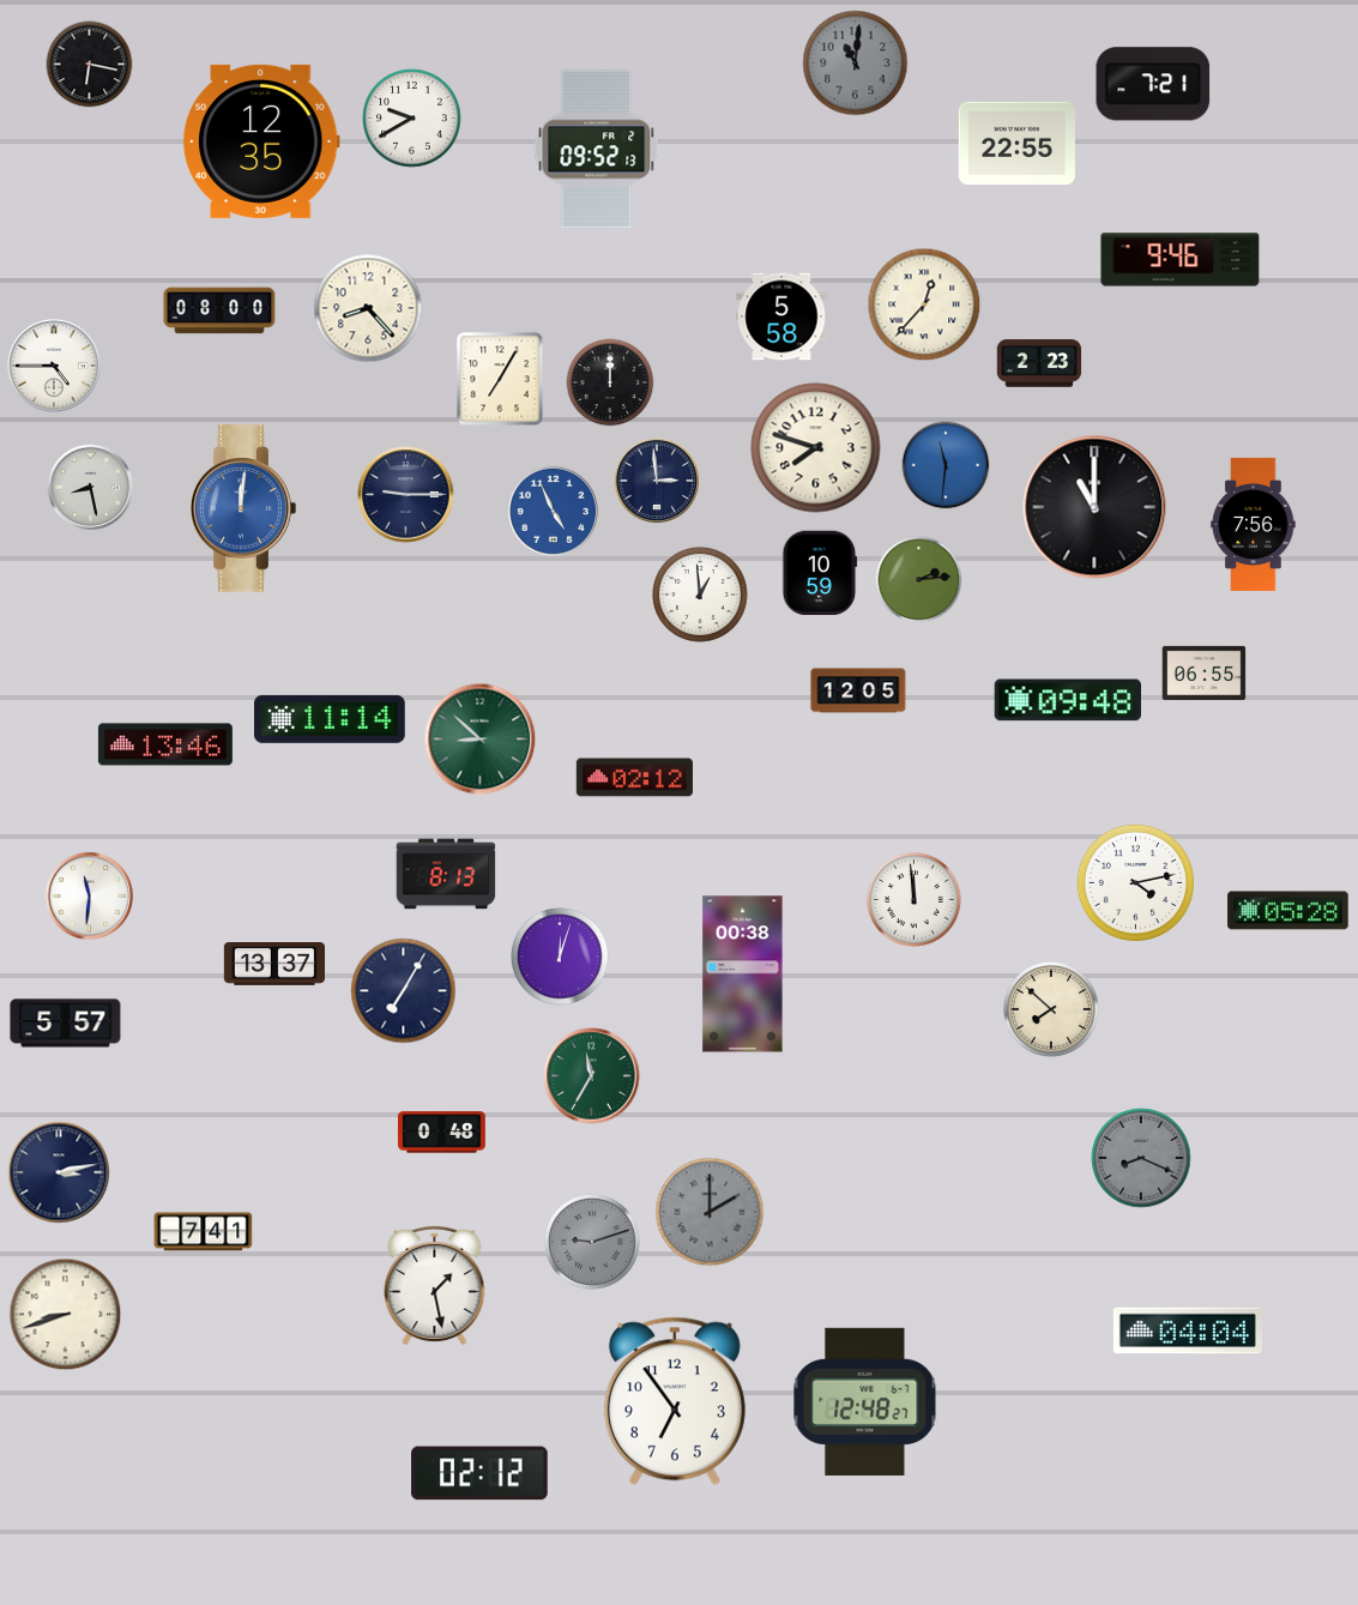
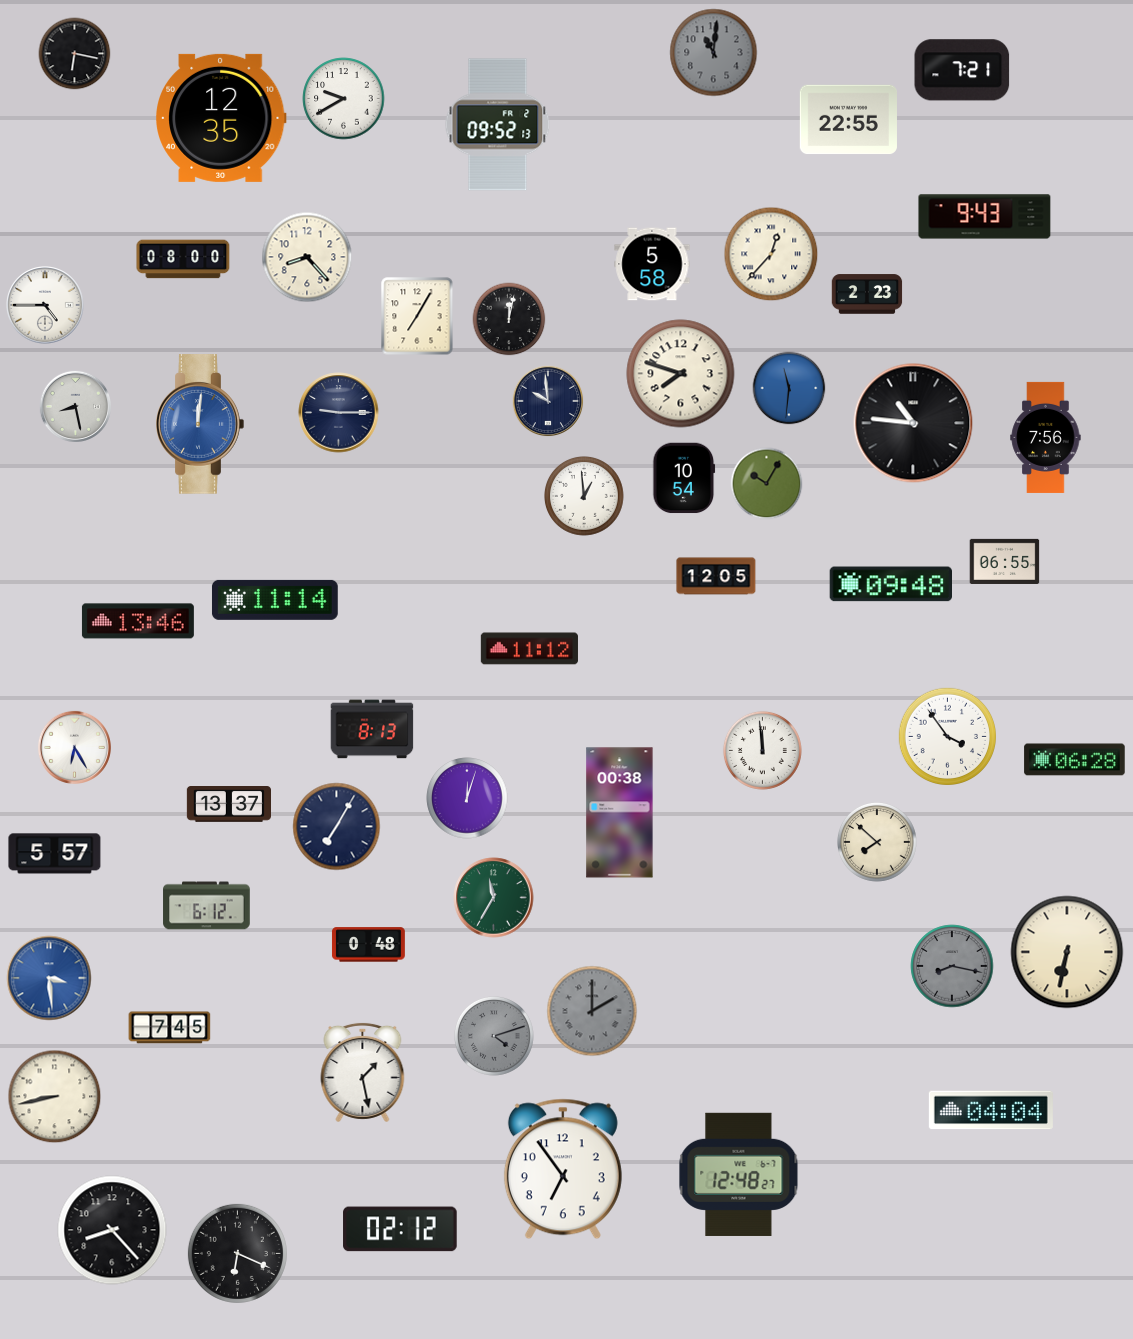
clock at (261, 141) position: (261, 141) -> (221, 118)
clock at (1181, 260): 9:46 -> 9:43
clock at (1039, 363) position: (1039, 363) -> (867, 294)
clock at (610, 382): 12:00 -> 12:02
clock at (657, 481): 2:59 -> 9:59
clock at (1094, 507): 11:00 -> 10:46
clock at (243, 508) position: (243, 508) -> (200, 424)
clock at (553, 511): 4:56 -> none
clock at (820, 573): 10:59 -> 10:54
clock at (919, 580): 2:14 -> 10:05
clock at (481, 740): 8:52 -> none
clock at (634, 778): 02:12 -> 11:12
clock at (1135, 882): 4:13 -> 3:54
clock at (89, 895): 11:31 -> 6:25
clock at (1288, 911): 05:28 -> 06:28
clock at (207, 906): none -> 6:12
clock at (1067, 952): none -> 6:32
clock at (1141, 1158): 8:19 -> 8:17
clock at (59, 1172): 3:13 -> 3:29
clock at (59, 1172) dial: navy -> blue
clock at (204, 1232): 7:41 -> 7:45
clock at (593, 1243): 9:12 -> 4:12
clock at (66, 1315): 8:42 -> 8:43
clock at (865, 1401) position: (865, 1401) -> (739, 1174)
clock at (112, 1230): none -> 8:23
clock at (237, 1253): none -> 6:19
